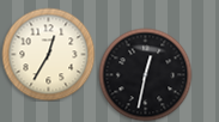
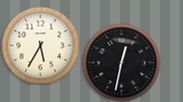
clock at (48, 54): 12:35 -> 5:35
